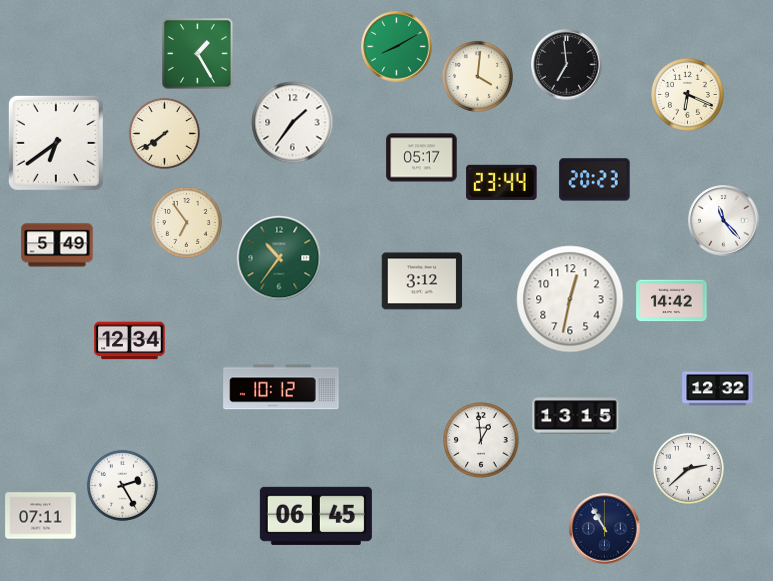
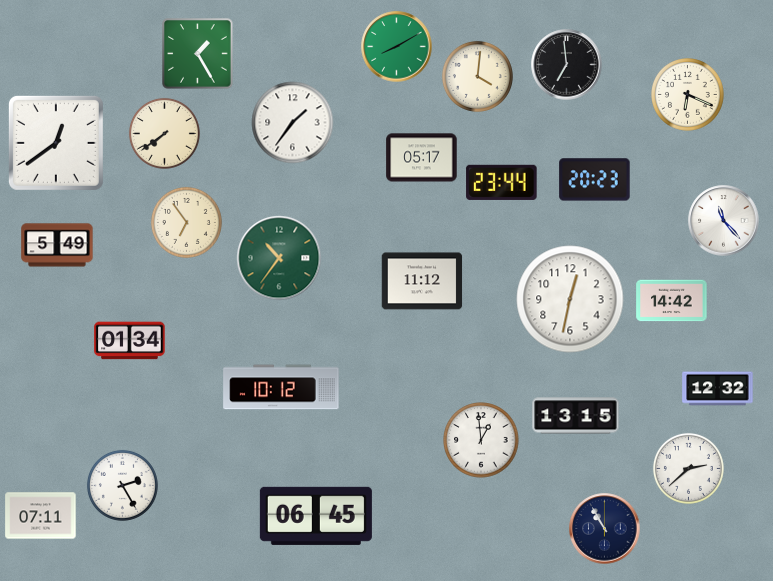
clock at (56, 143): 6:39 -> 12:39
clock at (422, 281): 3:12 -> 11:12
clock at (130, 341): 12:34 -> 01:34
